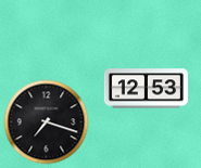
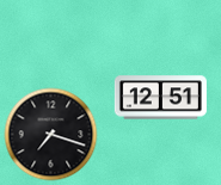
clock at (146, 89): 12:53 -> 12:51
